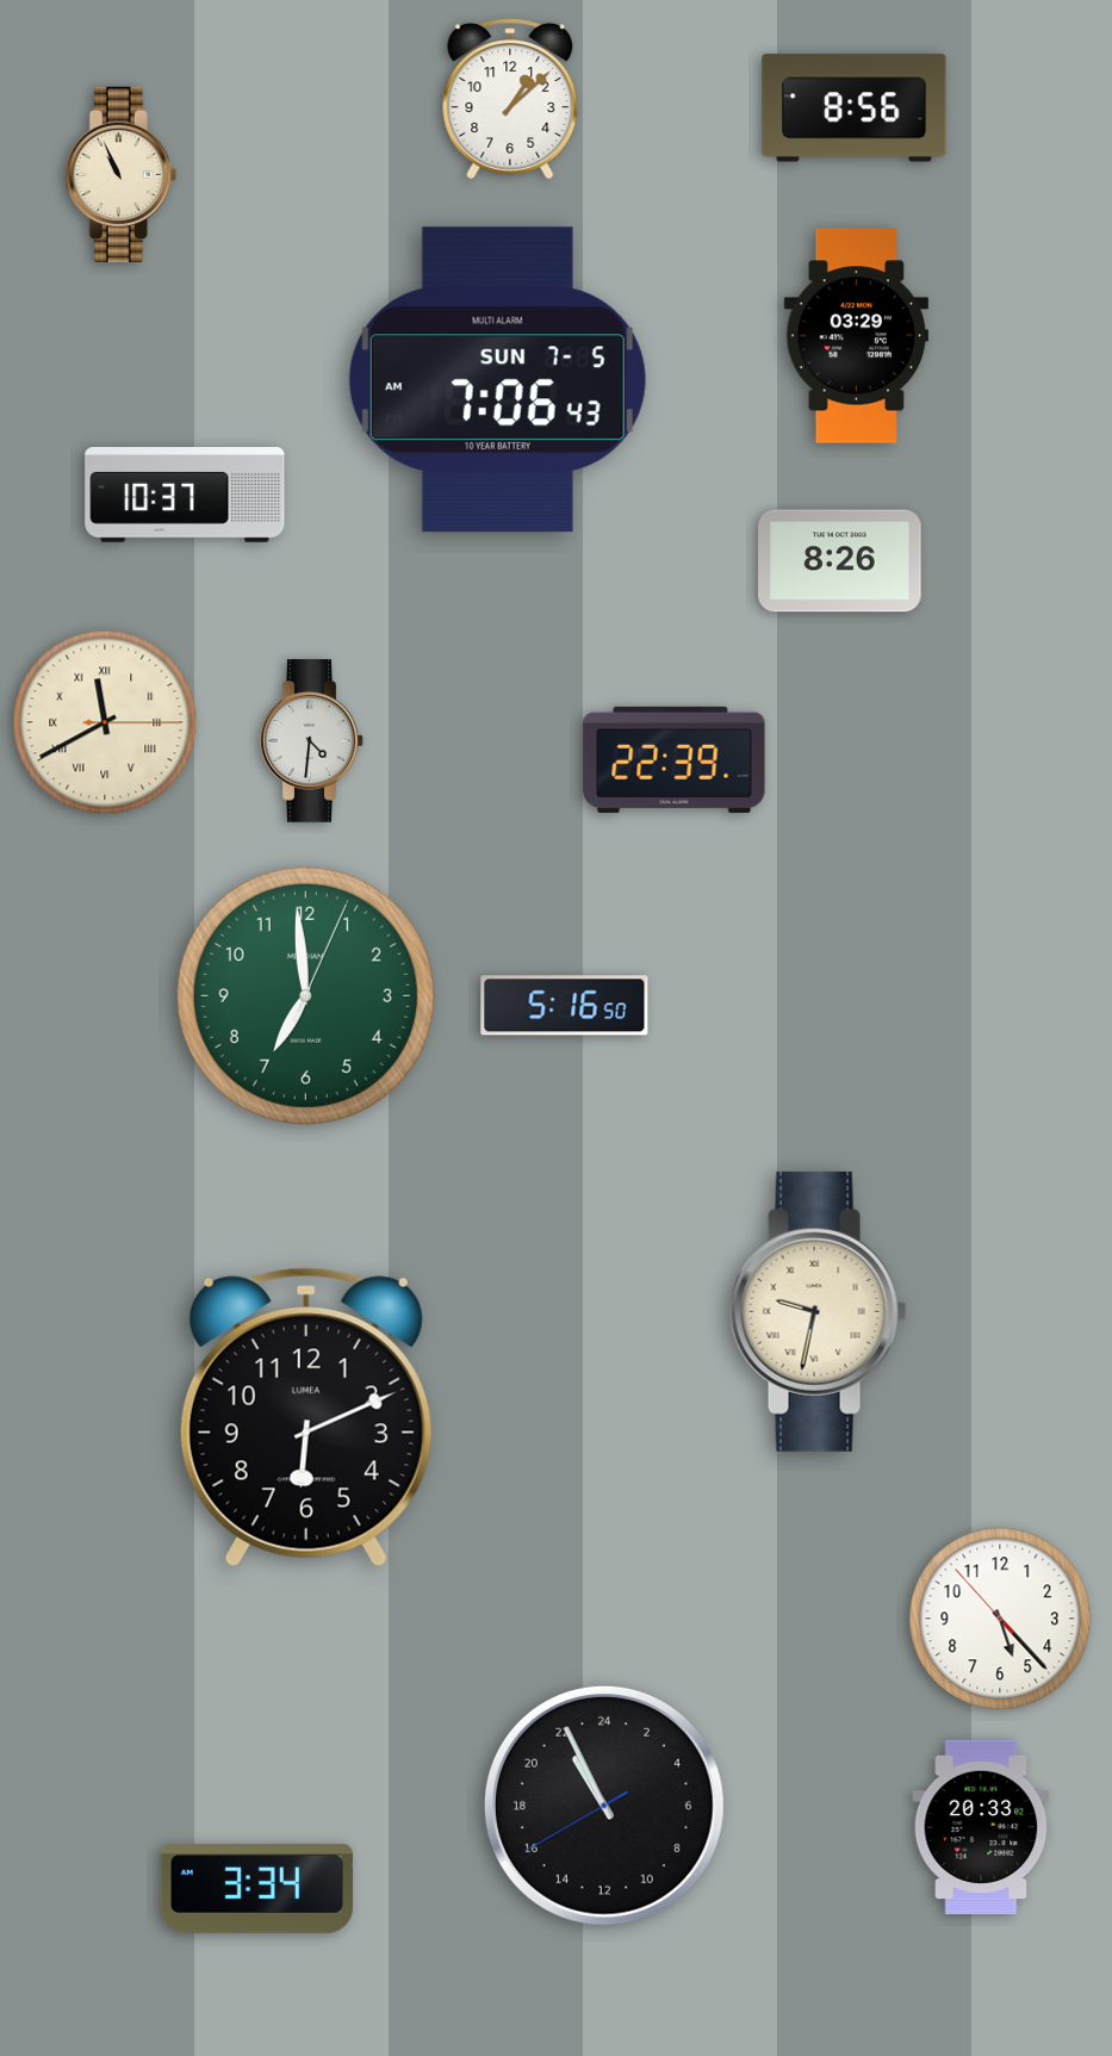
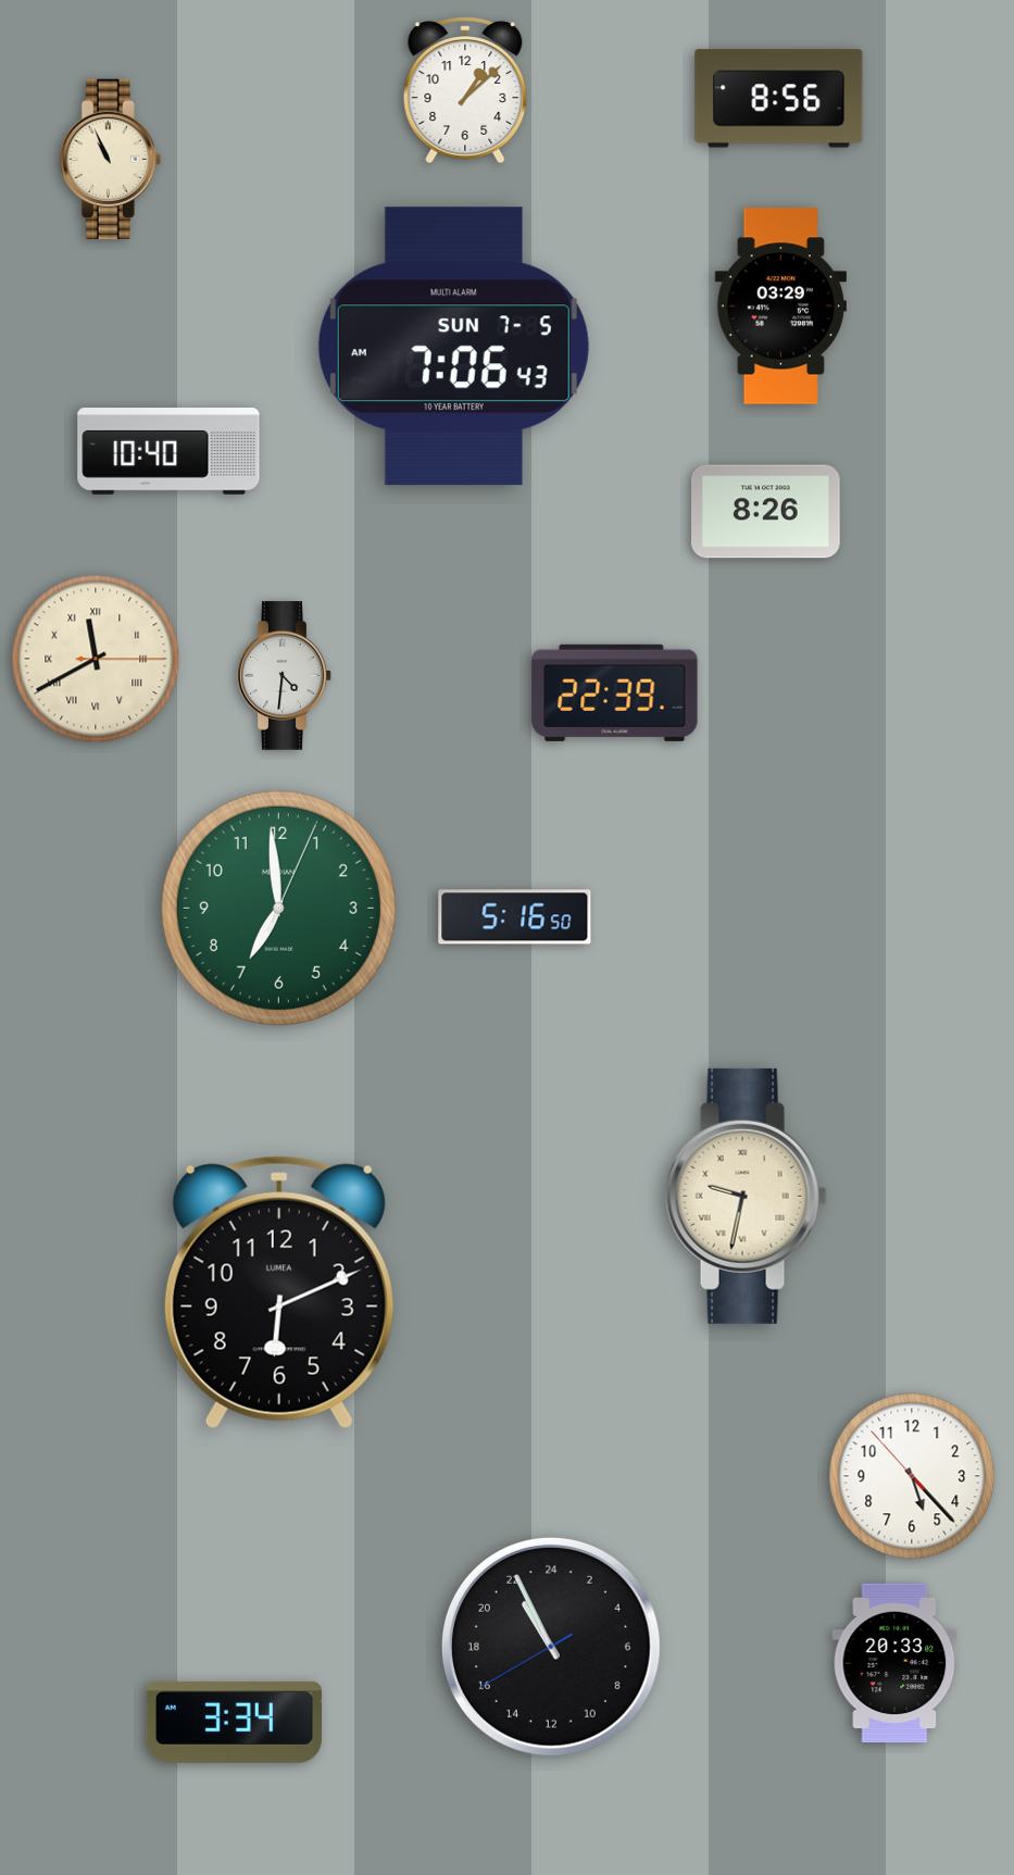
clock at (185, 496): 10:37 -> 10:40
clock at (981, 1827) position: (981, 1827) -> (894, 1663)
